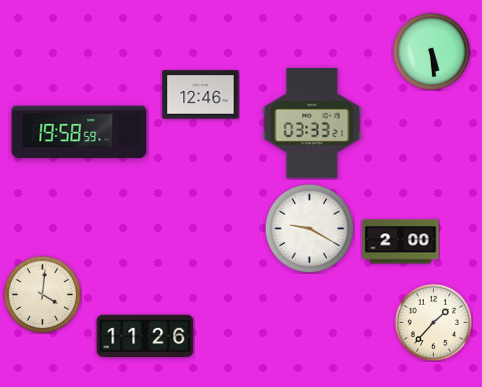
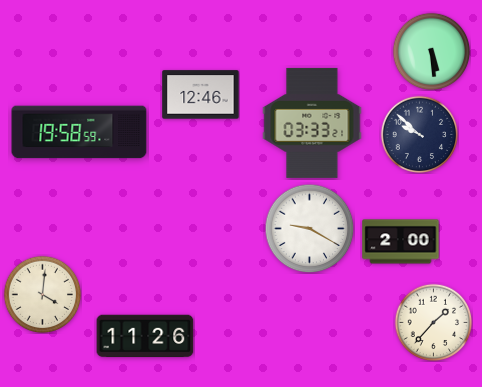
clock at (419, 134): none -> 9:52
